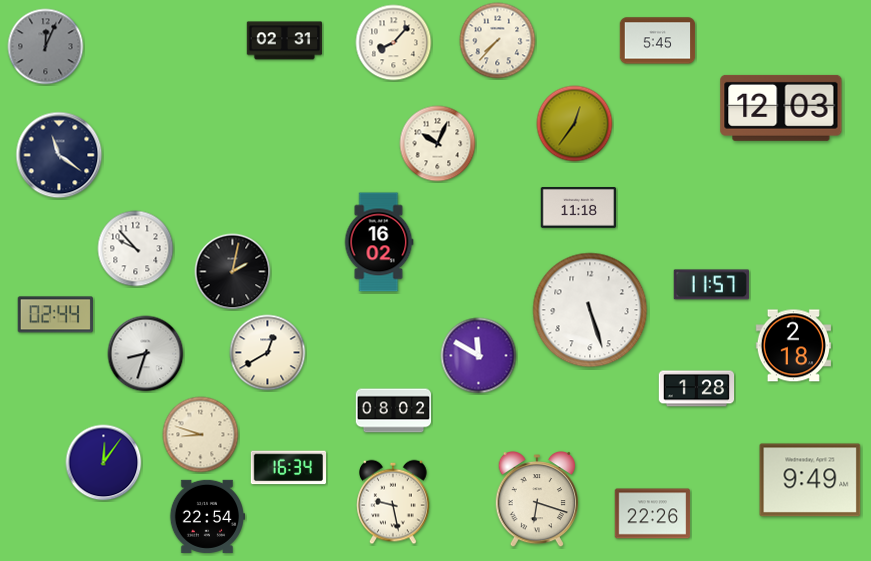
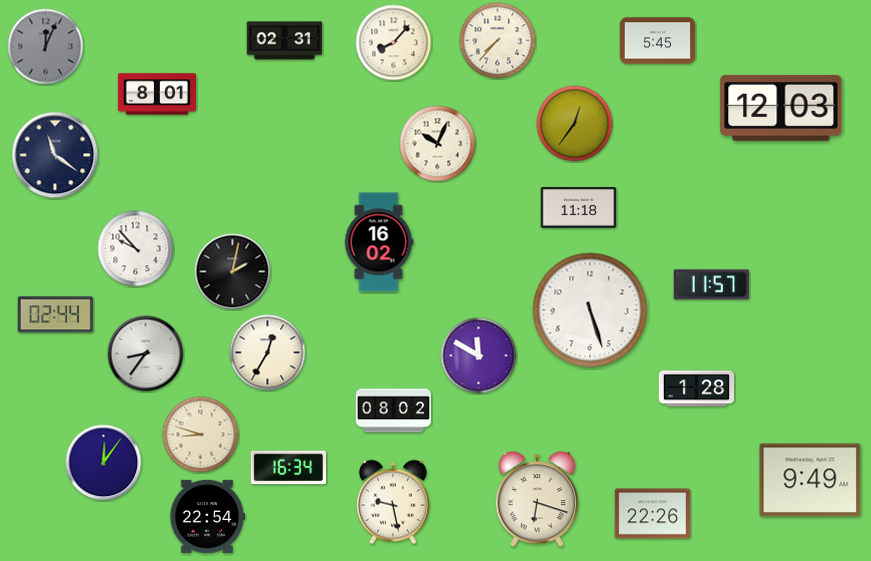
clock at (157, 94): none -> 8:01
clock at (59, 155) position: (59, 155) -> (55, 155)
clock at (794, 346): 2:18 -> none
clock at (268, 353): 12:40 -> 12:35
clock at (146, 354): 8:33 -> 8:36
